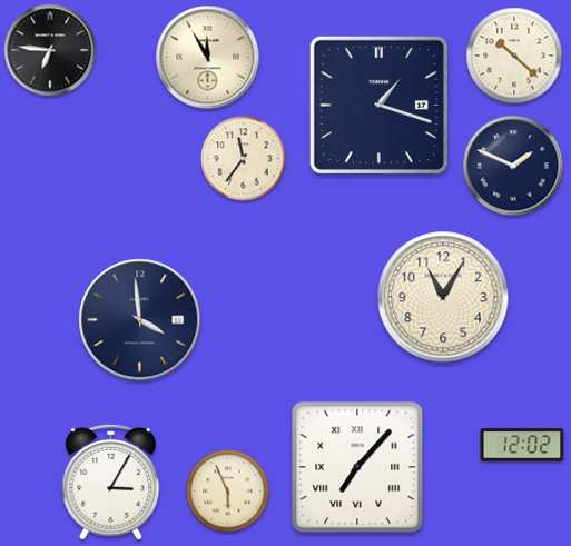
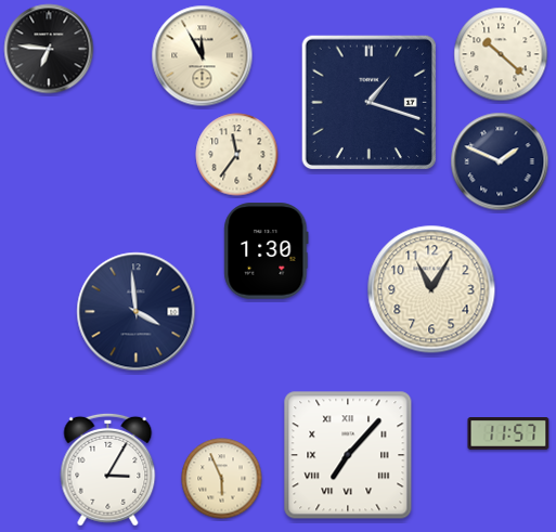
clock at (267, 251): none -> 1:30
clock at (522, 446): 12:02 -> 11:57
